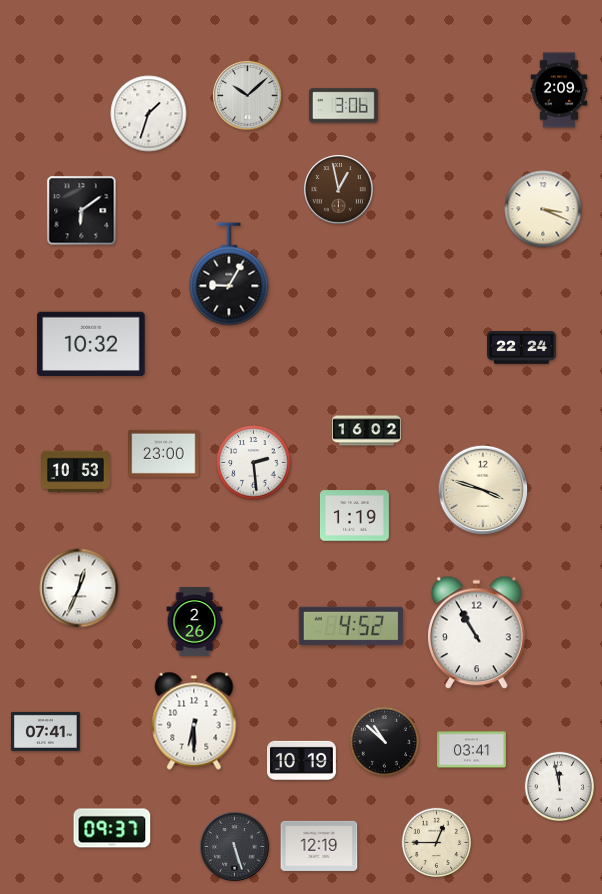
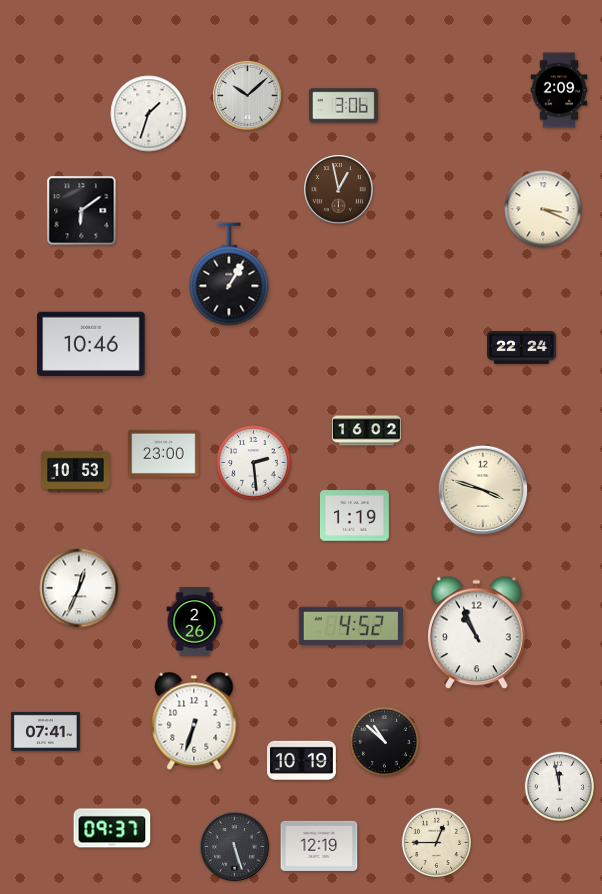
clock at (229, 274): 9:05 -> 1:05
clock at (91, 343): 10:32 -> 10:46
clock at (477, 633): 10:55 -> 10:56
clock at (194, 721): 6:30 -> 6:33
clock at (472, 750): 03:41 -> none
